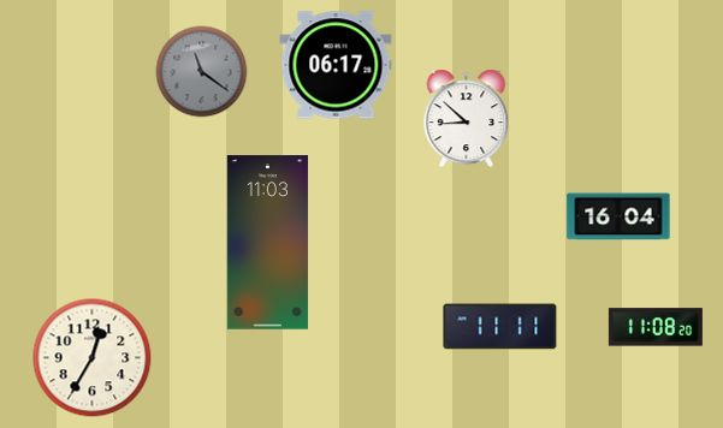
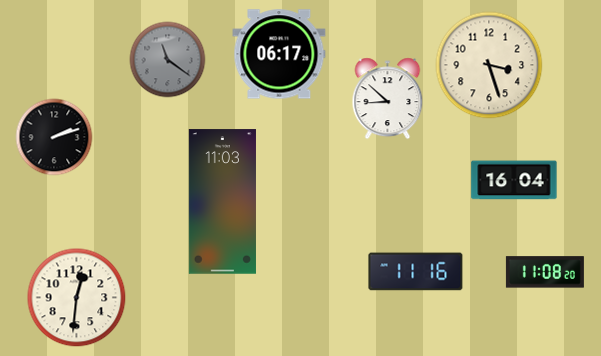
clock at (489, 65): none -> 3:27
clock at (54, 137): none -> 2:12
clock at (500, 327): 11:11 -> 11:16
clock at (93, 358): 12:35 -> 12:31
